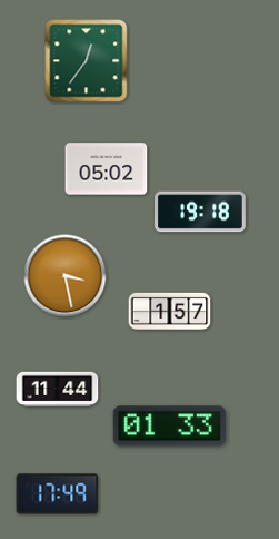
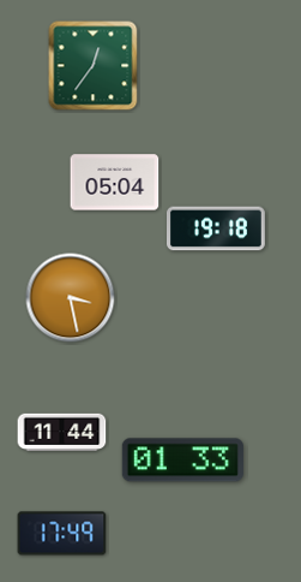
clock at (107, 169): 05:02 -> 05:04
clock at (170, 311): 1:57 -> none
clock at (58, 389) position: (58, 389) -> (62, 432)
